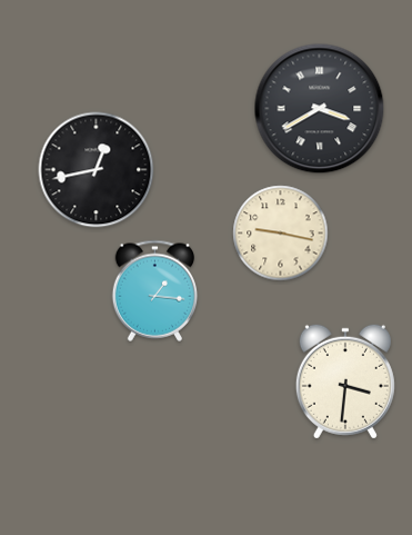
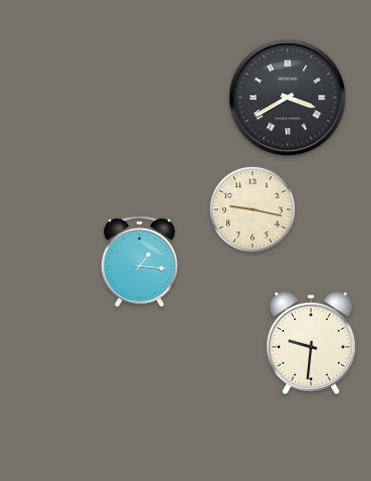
clock at (97, 170): 12:43 -> none
clock at (345, 382): 3:31 -> 9:31
